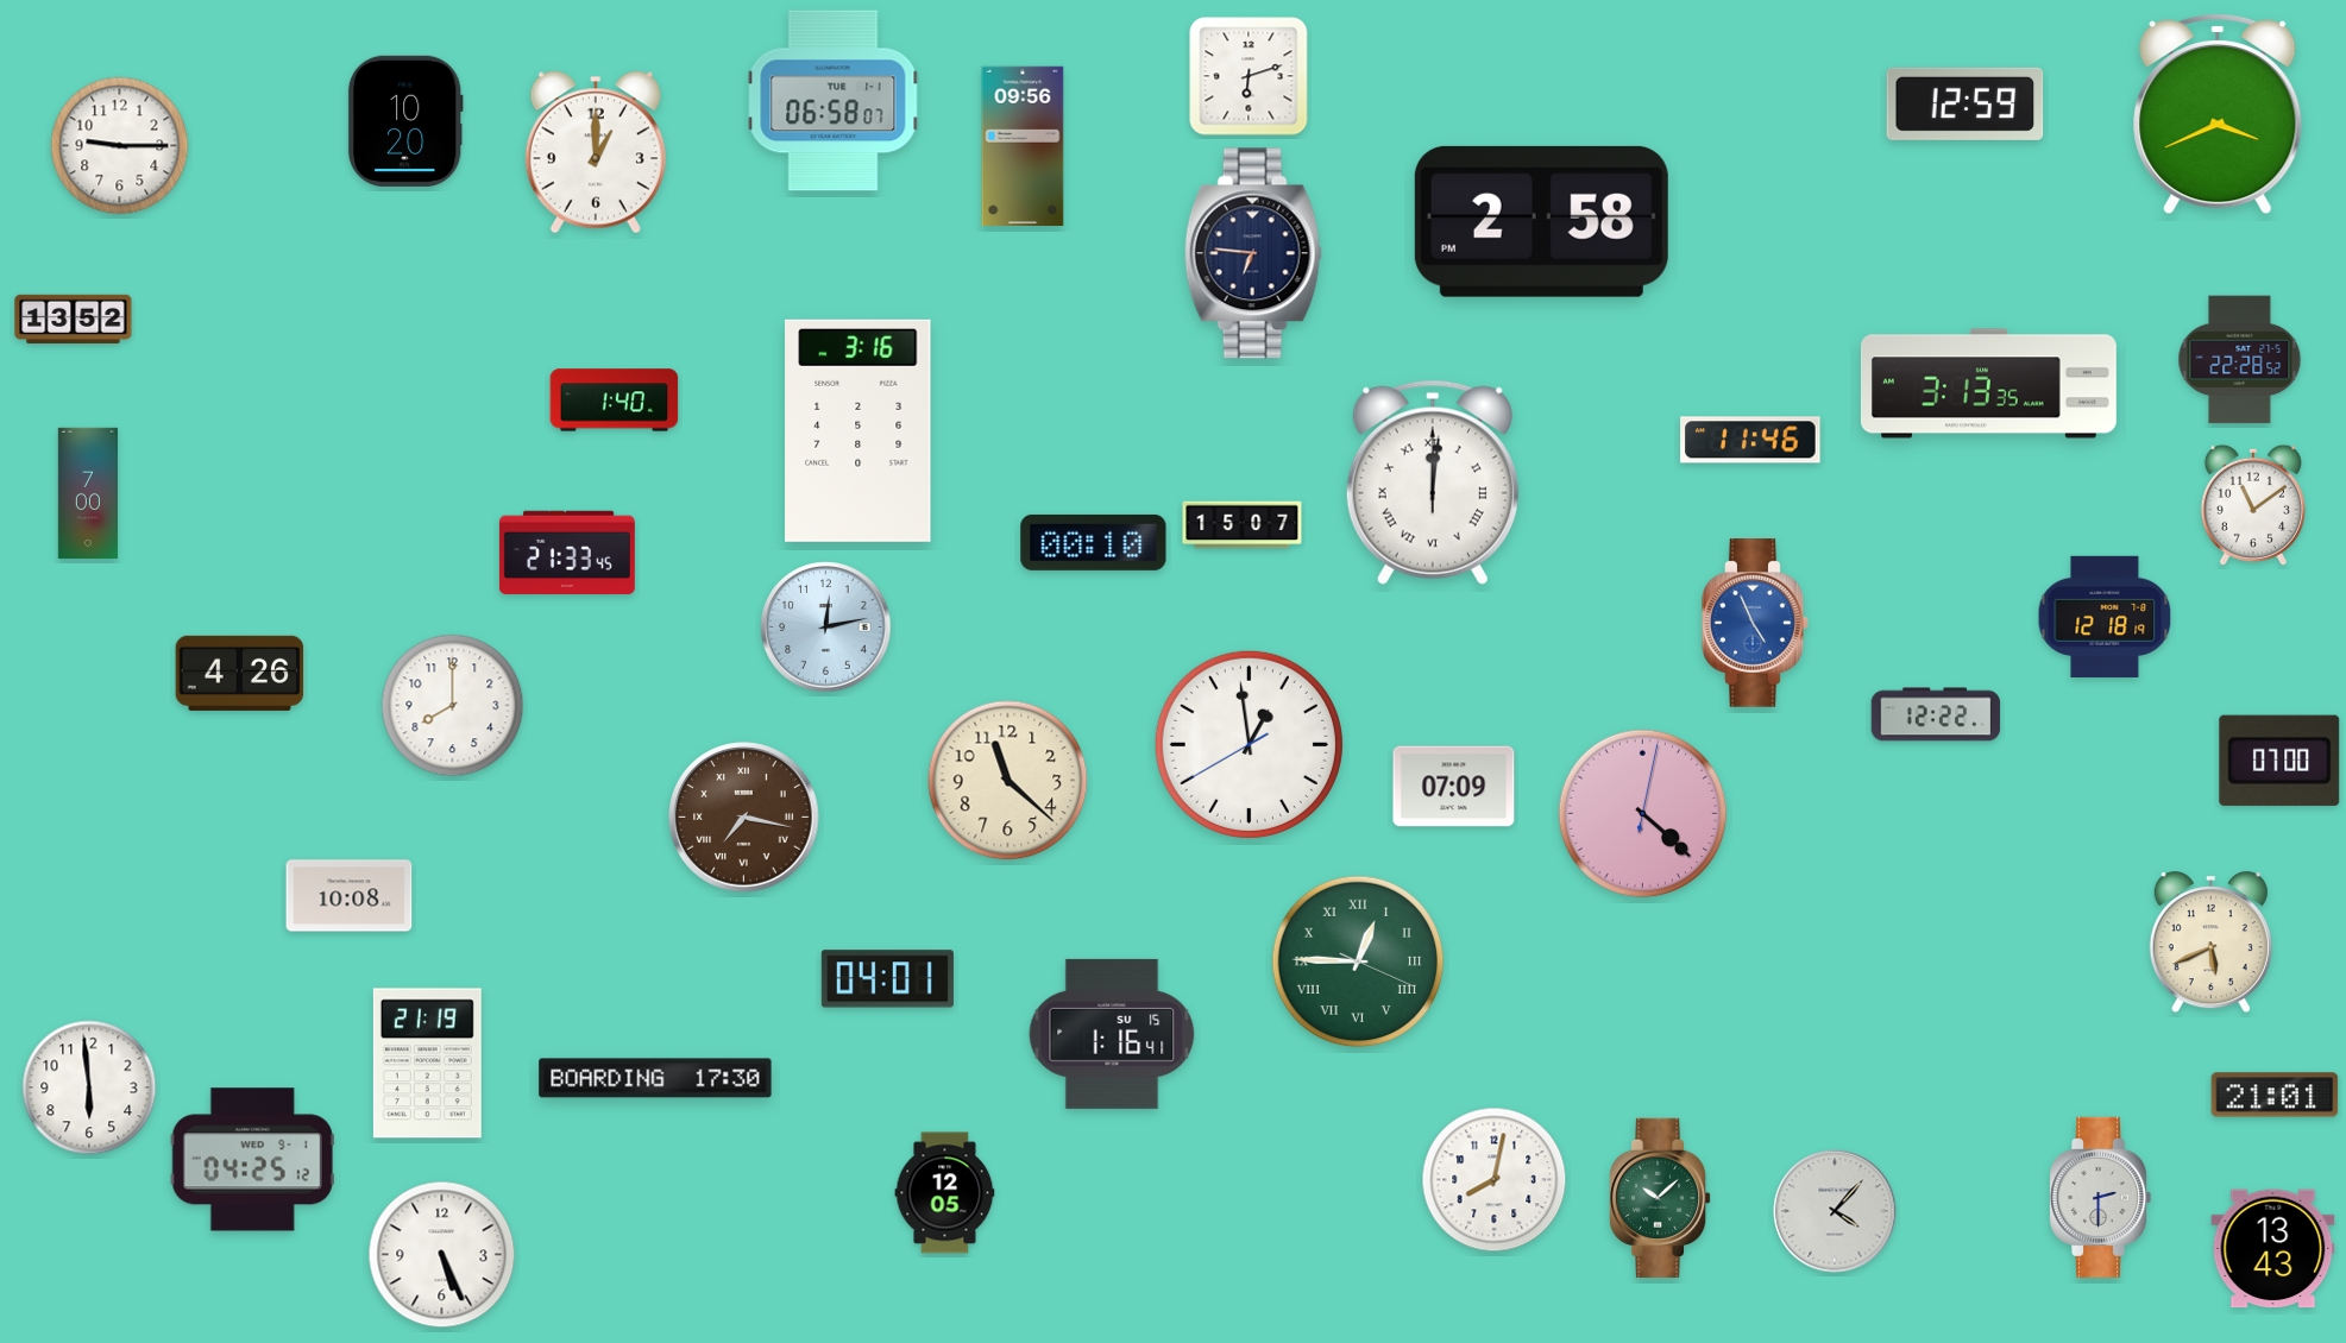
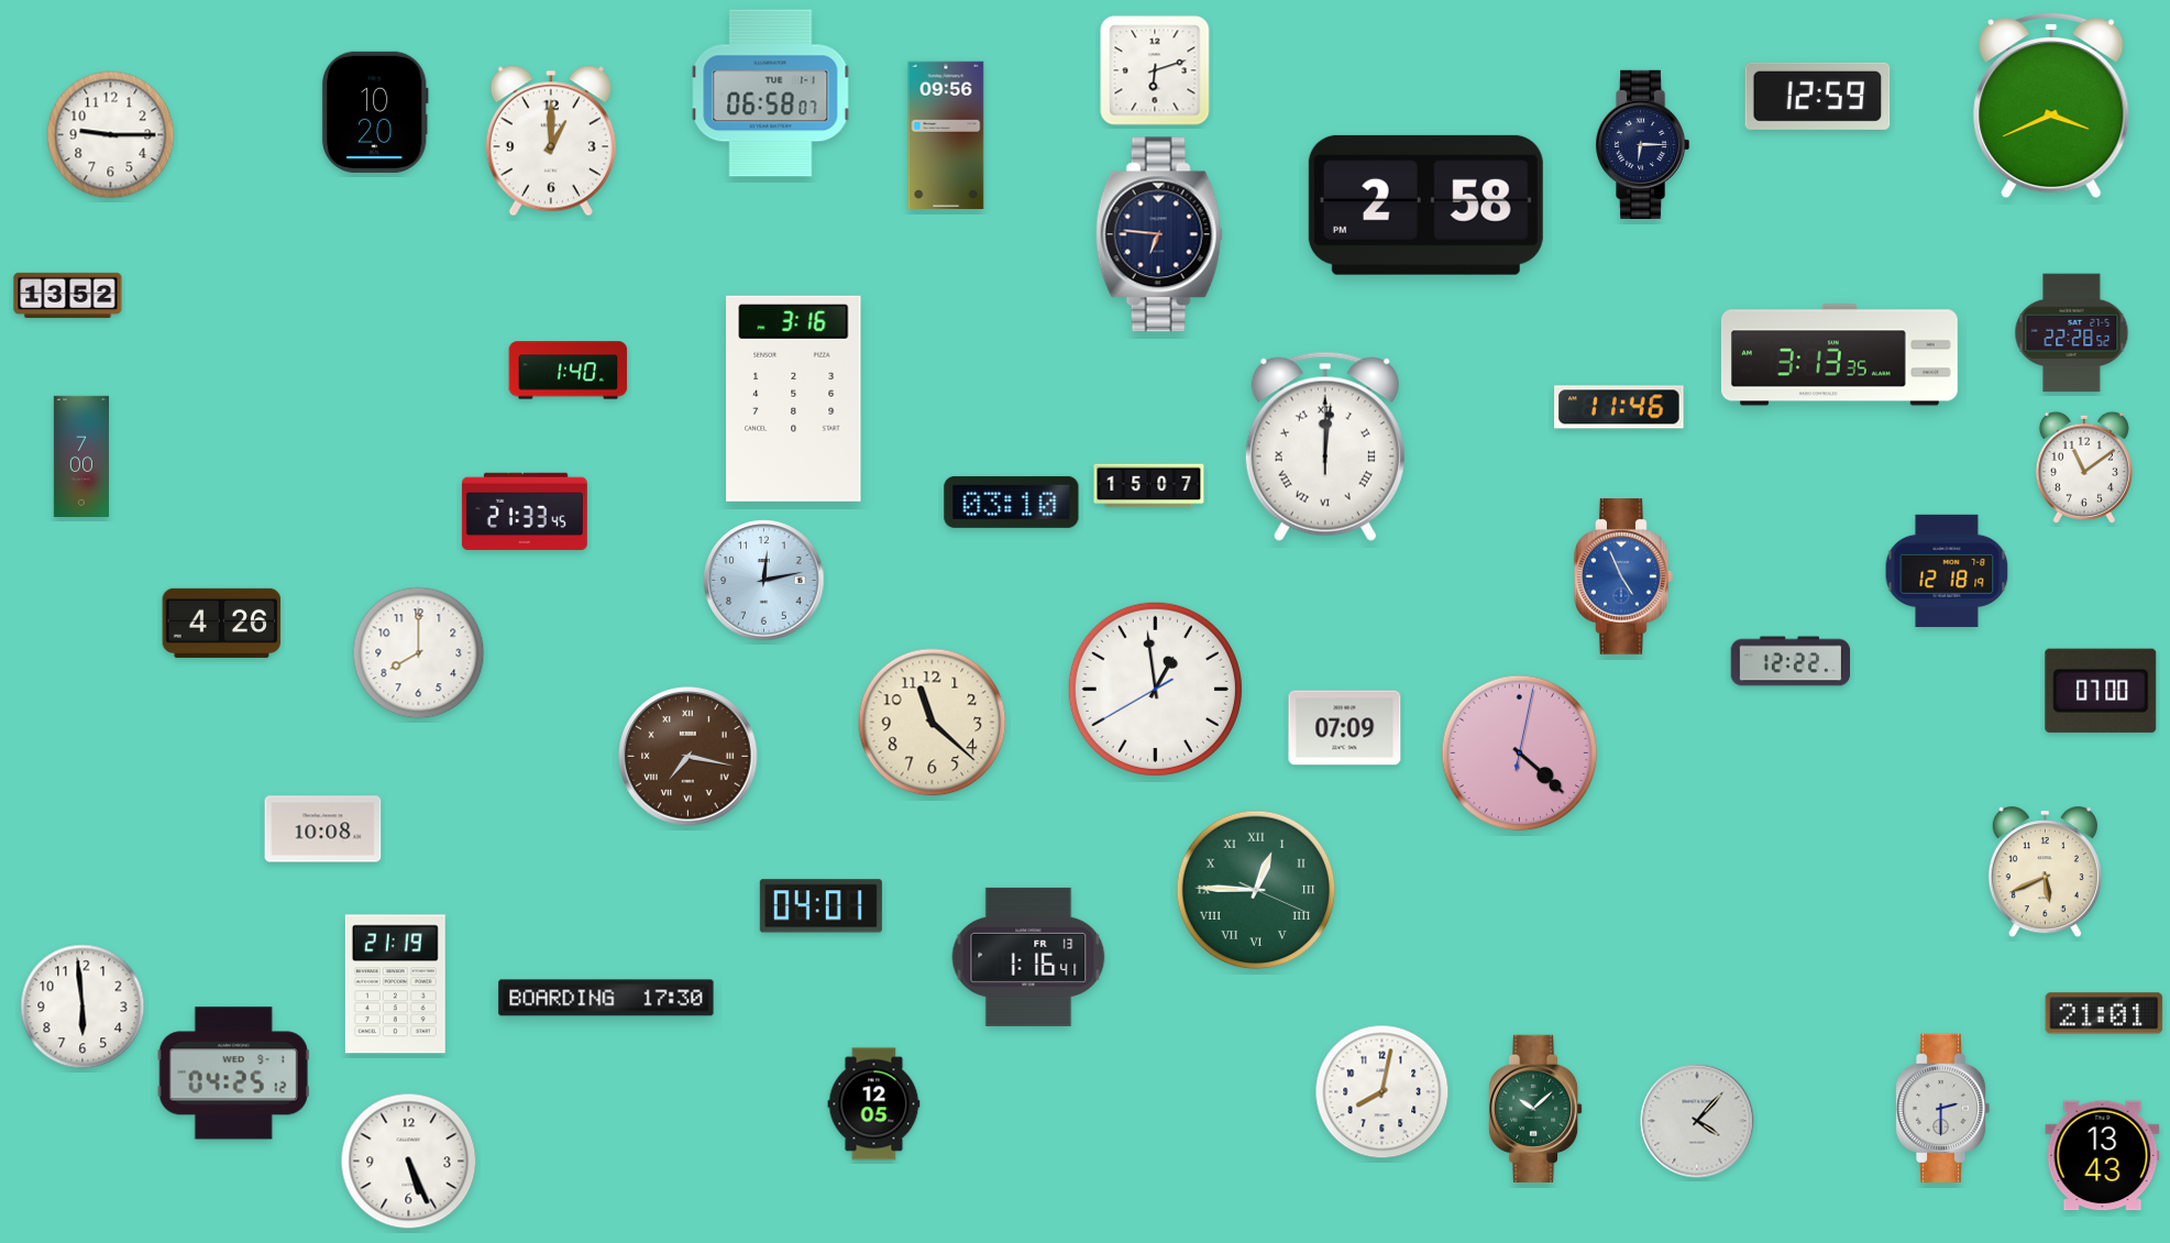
clock at (1642, 144): none -> 6:15
clock at (1094, 542): 00:10 -> 03:10
clock at (2279, 761) position: (2279, 761) -> (2101, 691)
clock at (1112, 1034) date: SU 15 -> FR 13
